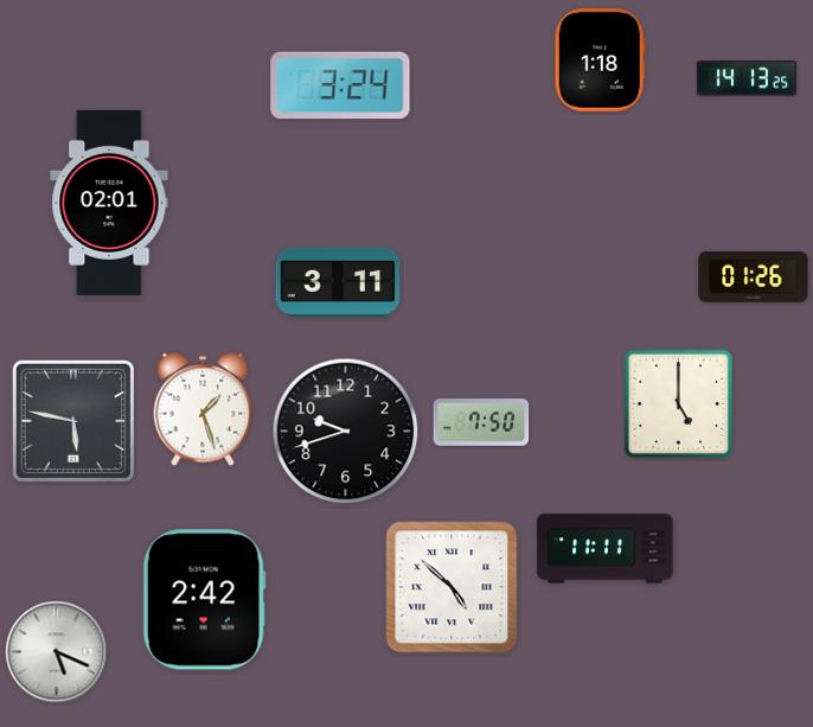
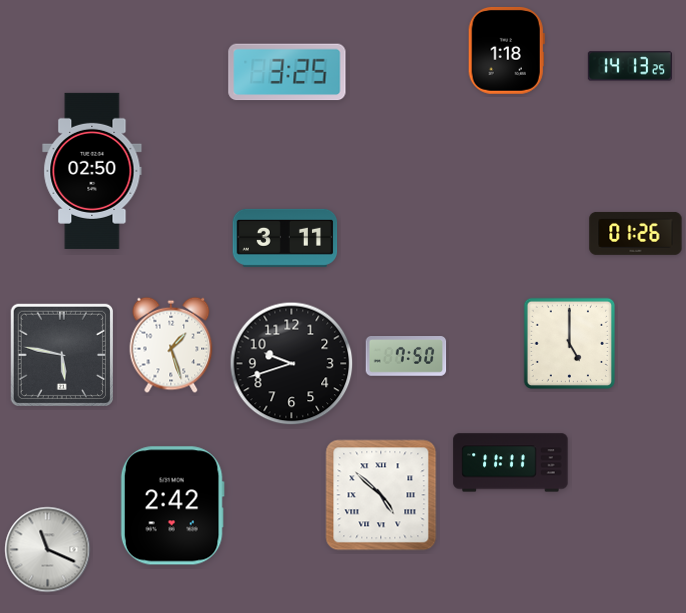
clock at (340, 85): 3:24 -> 3:25
clock at (109, 203): 02:01 -> 02:50
clock at (678, 403) position: (678, 403) -> (569, 343)
clock at (57, 652): 5:19 -> 11:19
